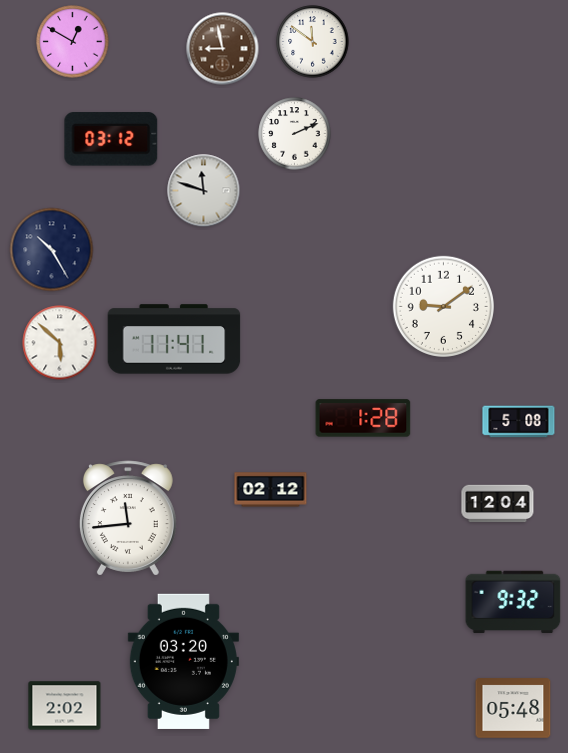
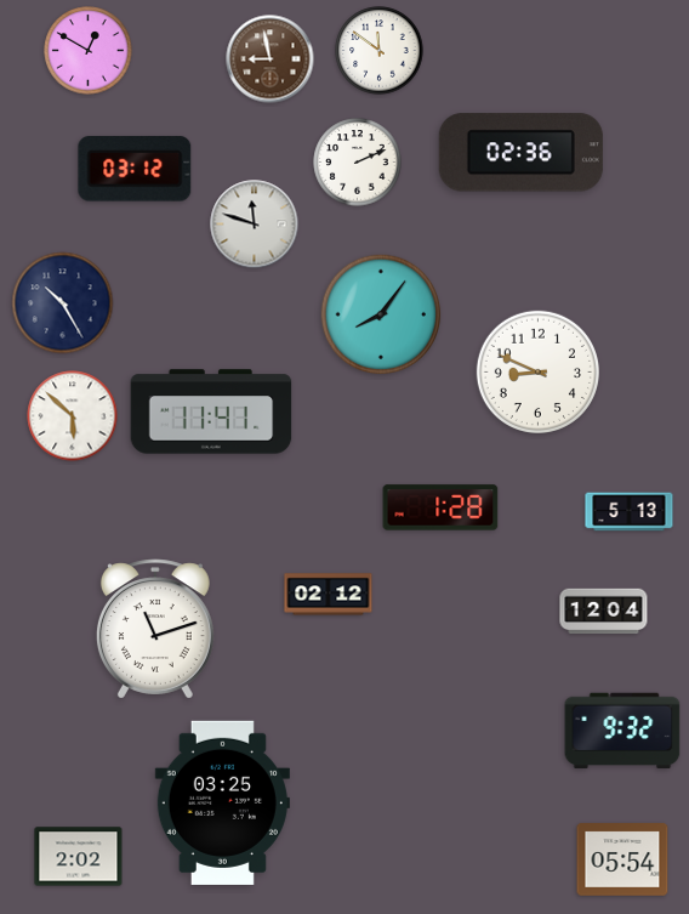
clock at (520, 153): none -> 02:36
clock at (204, 191) position: (204, 191) -> (255, 225)
clock at (381, 314): none -> 8:06
clock at (443, 306): 9:09 -> 8:49
clock at (519, 422): 5:08 -> 5:13
clock at (128, 518): 11:44 -> 11:12
clock at (183, 661): 03:20 -> 03:25
clock at (513, 708): 05:48 -> 05:54
